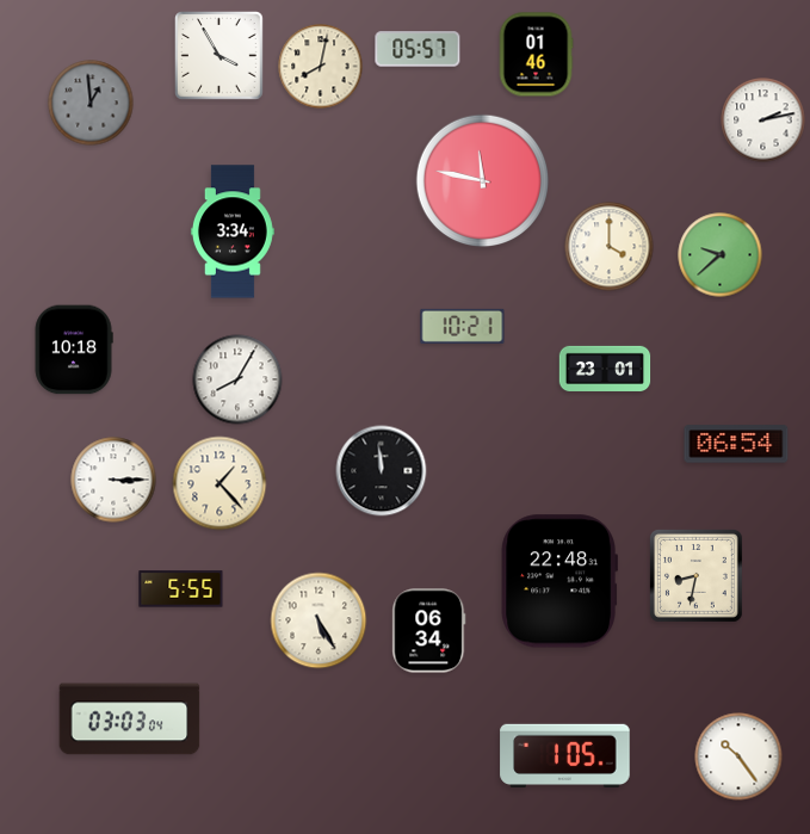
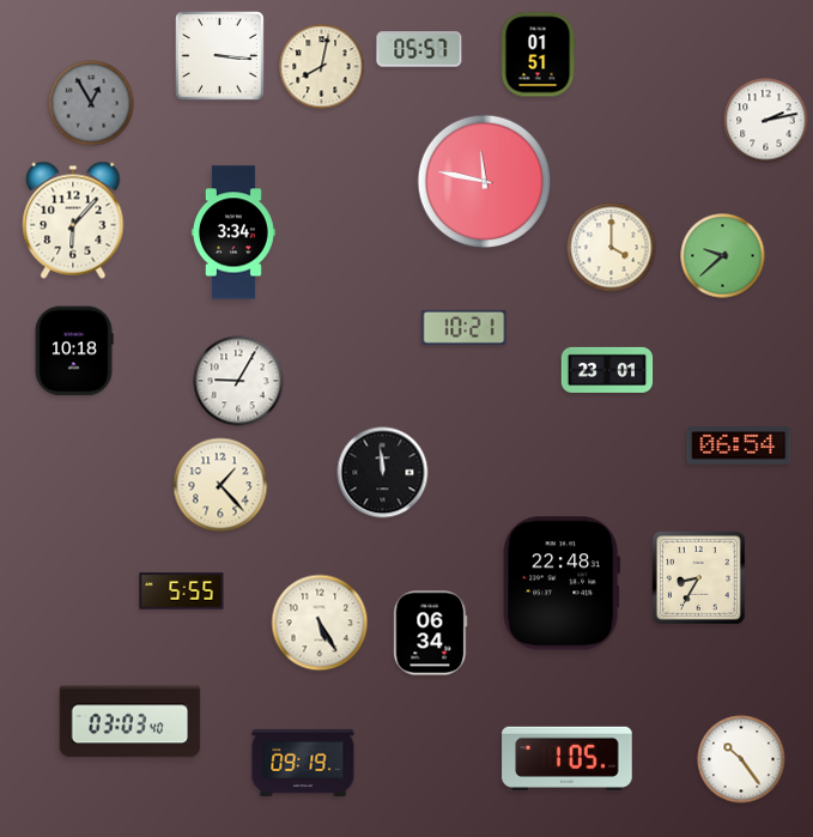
clock at (536, 55): 01:46 -> 01:51
clock at (219, 56): 3:55 -> 3:16
clock at (91, 103): 12:59 -> 12:55
clock at (73, 220): none -> 6:07
clock at (237, 379): 8:05 -> 9:05
clock at (113, 480): 3:15 -> none
clock at (695, 575): 8:32 -> 8:35
clock at (130, 719): 03:03:04 -> 03:03:40
clock at (303, 763): none -> 09:19
